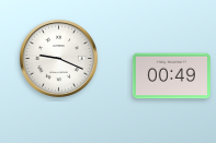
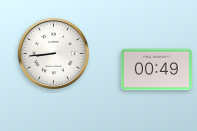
clock at (58, 58): 9:19 -> 8:44
